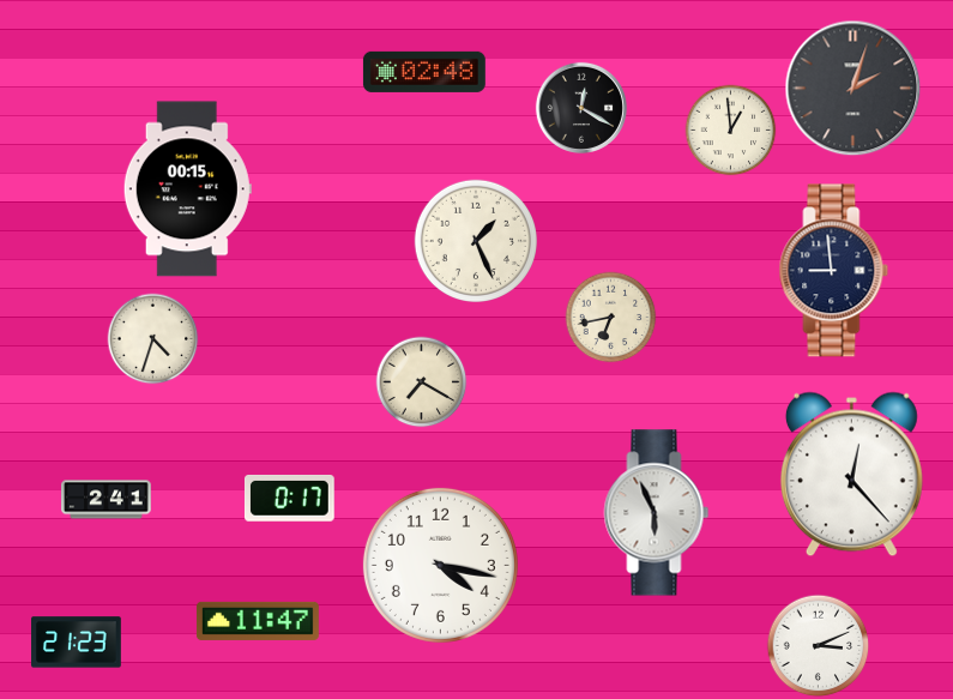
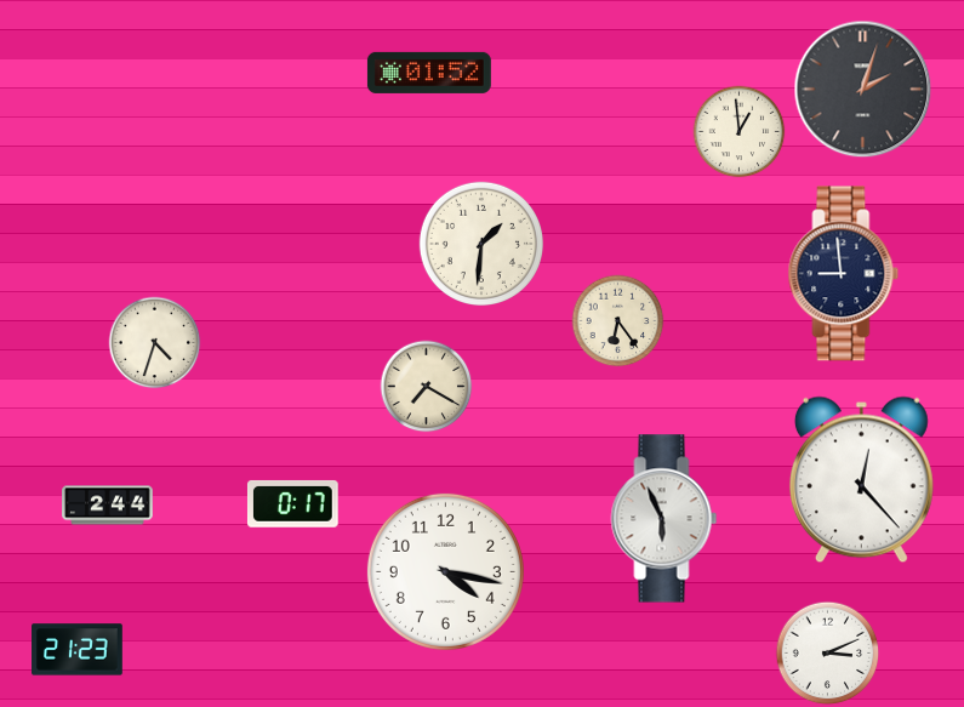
clock at (424, 72): 02:48 -> 01:52
clock at (581, 108): 12:20 -> none
clock at (187, 189): 00:15 -> none
clock at (475, 240): 1:26 -> 1:31
clock at (611, 318): 6:43 -> 6:24
clock at (107, 500): 2:41 -> 2:44
clock at (258, 621): 11:47 -> none
